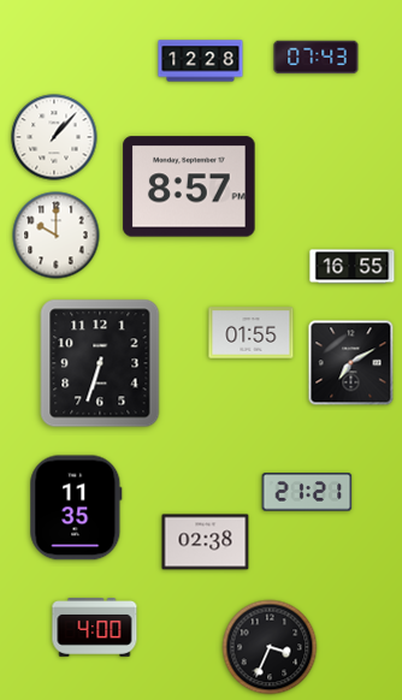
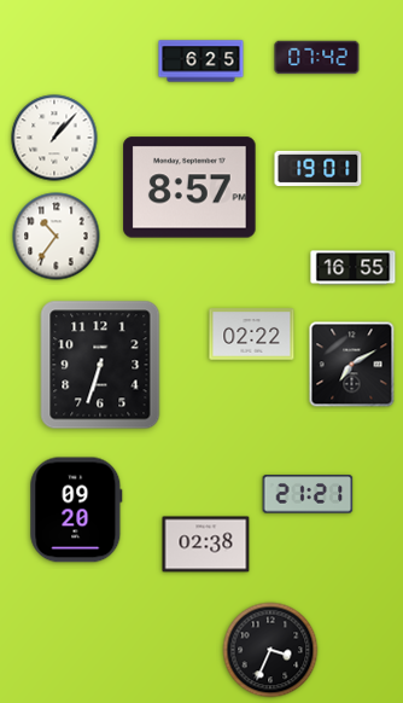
clock at (317, 58): 07:43 -> 07:42
clock at (201, 61): 12:28 -> 6:25
clock at (319, 168): none -> 19:01
clock at (57, 236): 10:00 -> 10:36
clock at (252, 333): 01:55 -> 02:22
clock at (76, 508): 11:35 -> 09:20
clock at (95, 628): 4:00 -> none
